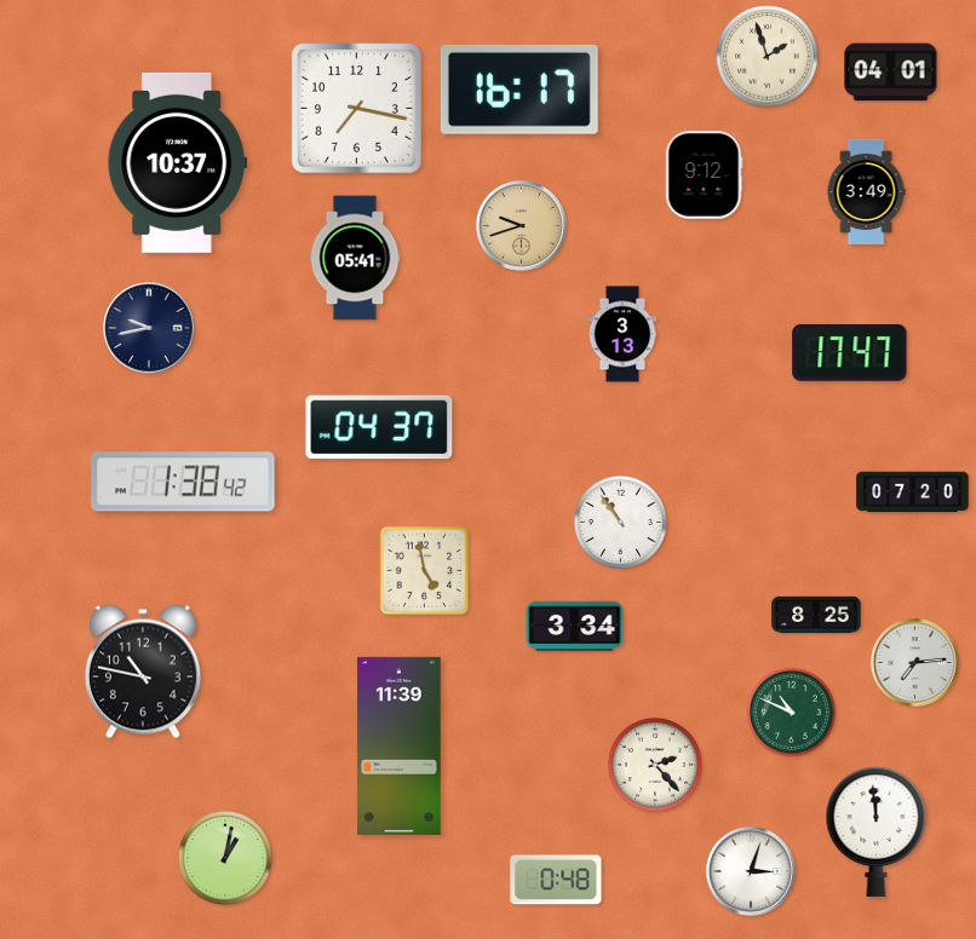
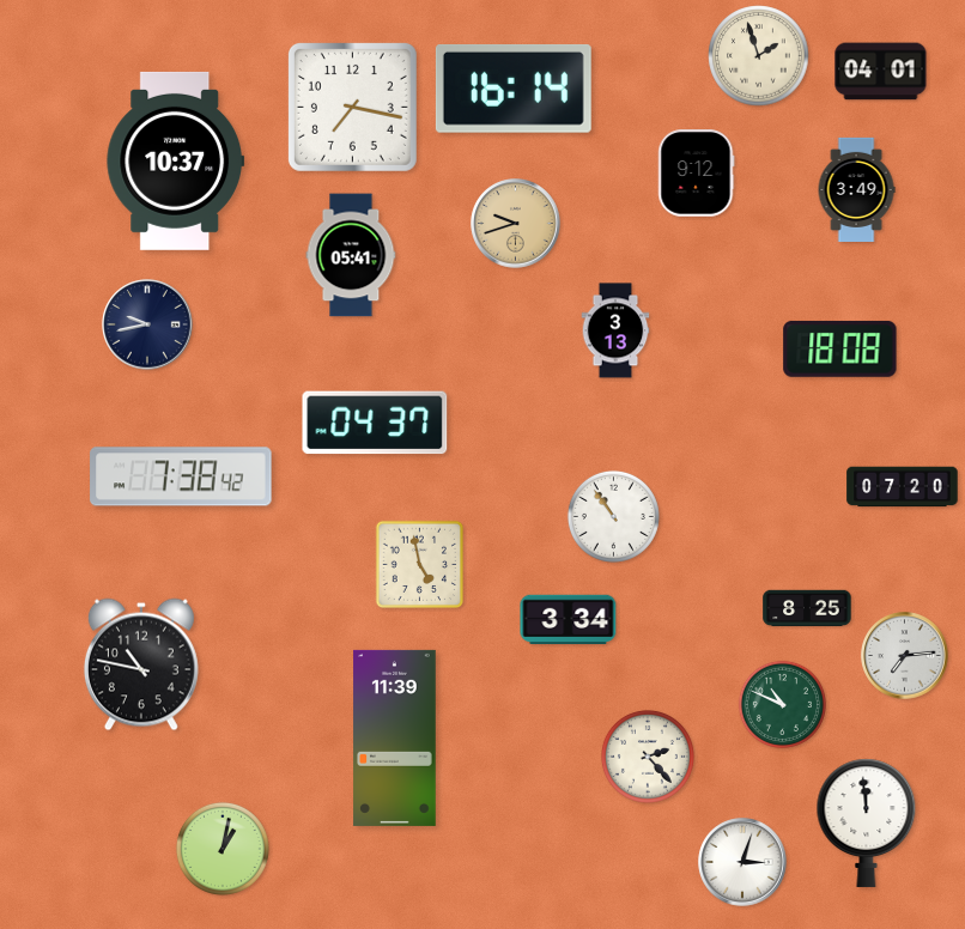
clock at (519, 90): 16:17 -> 16:14
clock at (850, 352): 17:47 -> 18:08
clock at (183, 482): 1:38 -> 7:38
clock at (556, 880): 0:48 -> none
